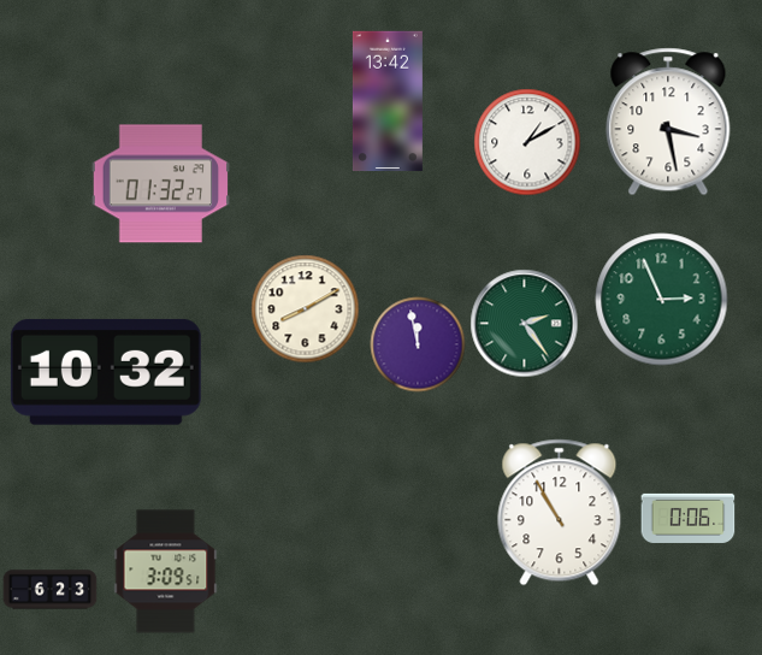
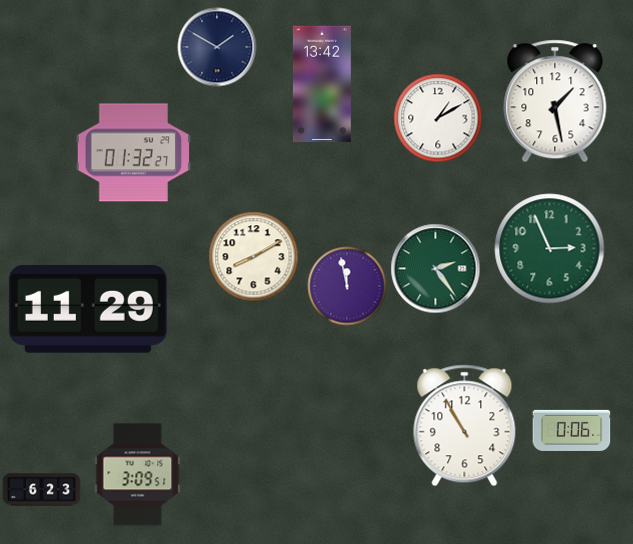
clock at (217, 47): none -> 1:50
clock at (668, 122): 3:28 -> 1:28
clock at (106, 372): 10:32 -> 11:29
